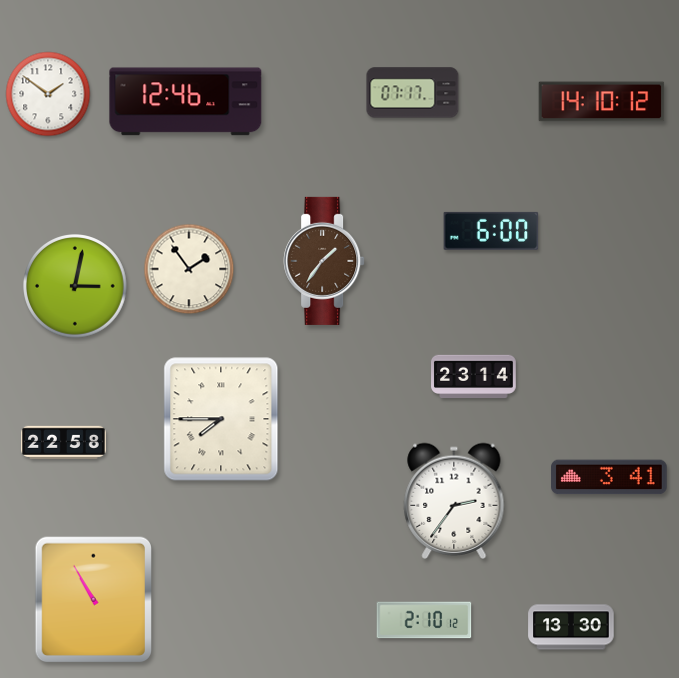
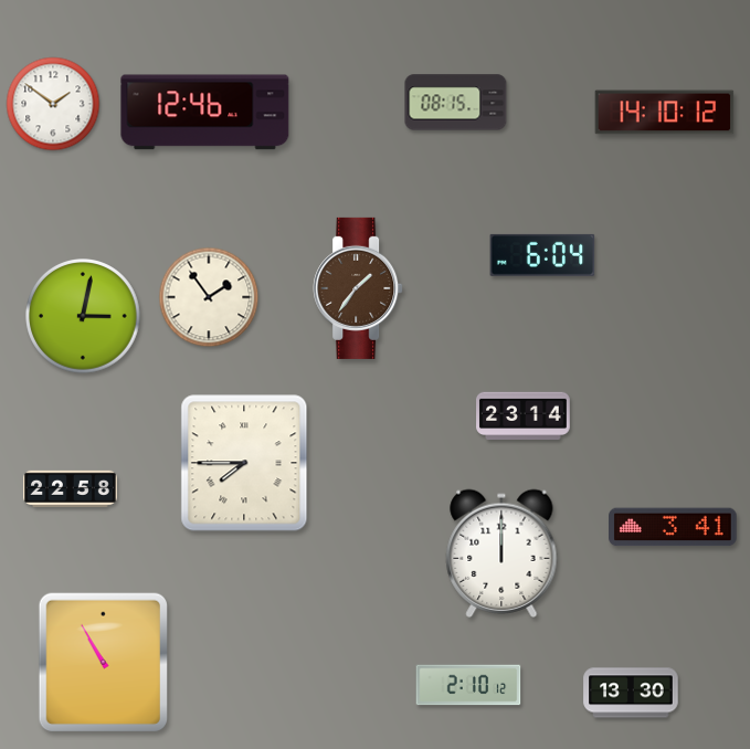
clock at (413, 93): 07:17 -> 08:15
clock at (491, 231): 6:00 -> 6:04
clock at (454, 501): 2:36 -> 12:00
